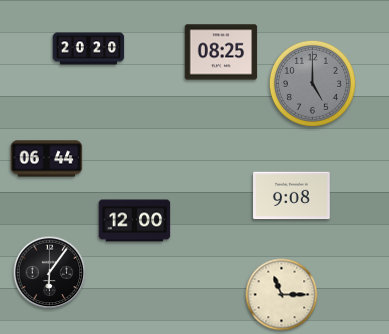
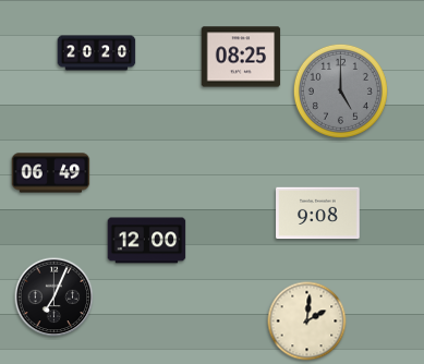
clock at (47, 159): 06:44 -> 06:49
clock at (50, 273): 6:06 -> 7:04
clock at (282, 295): 11:15 -> 2:01
